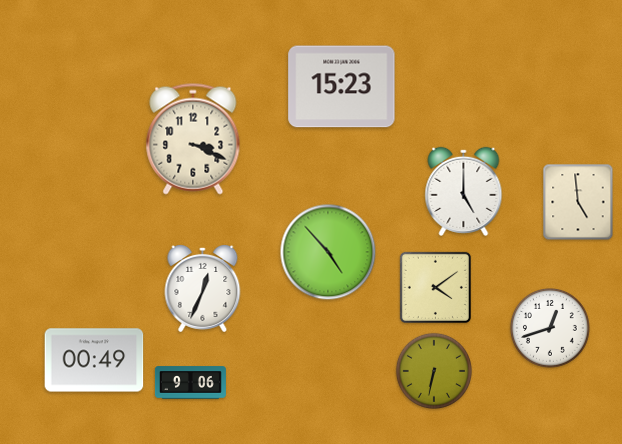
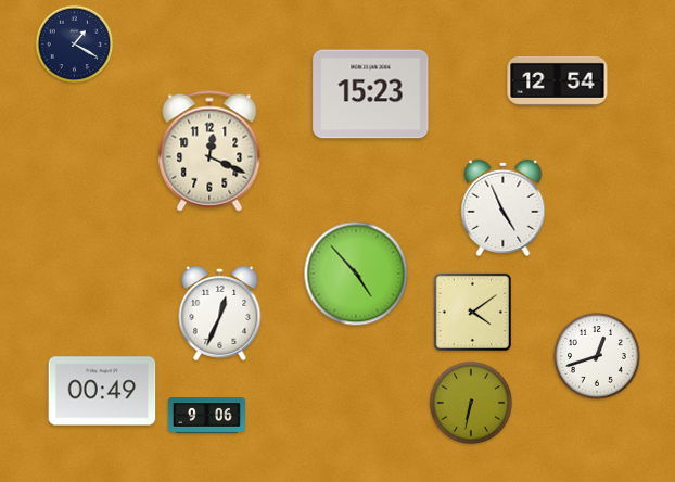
clock at (75, 45): none -> 1:20
clock at (558, 80): none -> 12:54
clock at (193, 139): 3:19 -> 12:19
clock at (464, 191): 5:00 -> 4:56
clock at (578, 202): 4:59 -> none
